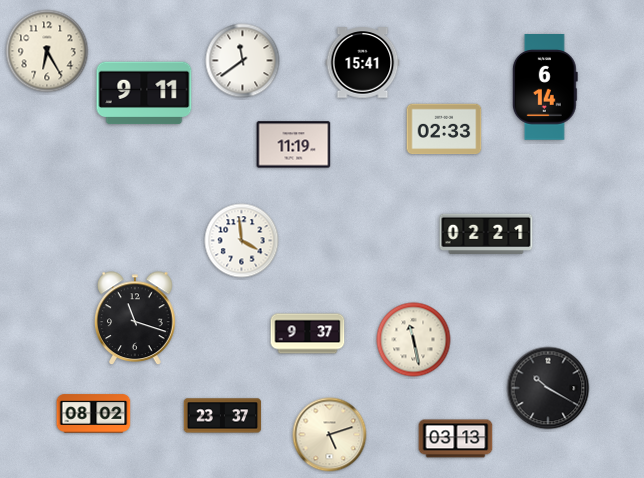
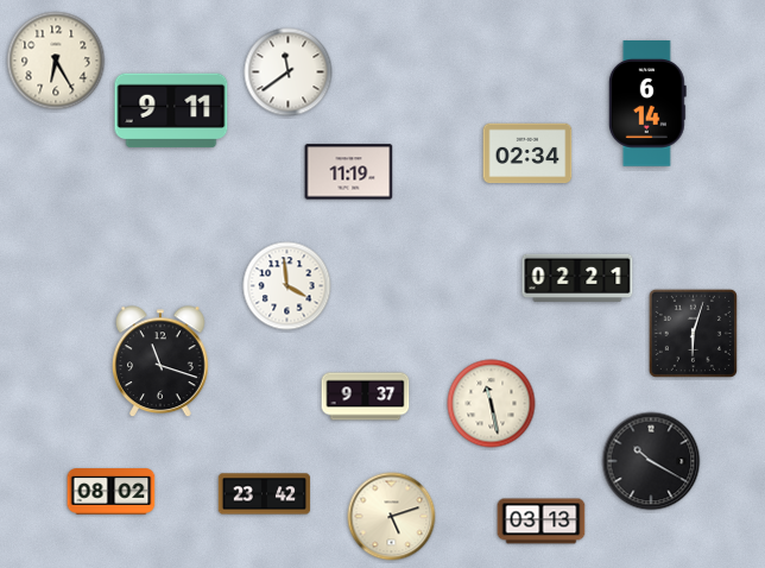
clock at (363, 63): 15:41 -> none
clock at (444, 129): 02:33 -> 02:34
clock at (693, 333): none -> 6:03
clock at (136, 319) position: (136, 319) -> (162, 362)
clock at (223, 416): 23:37 -> 23:42
